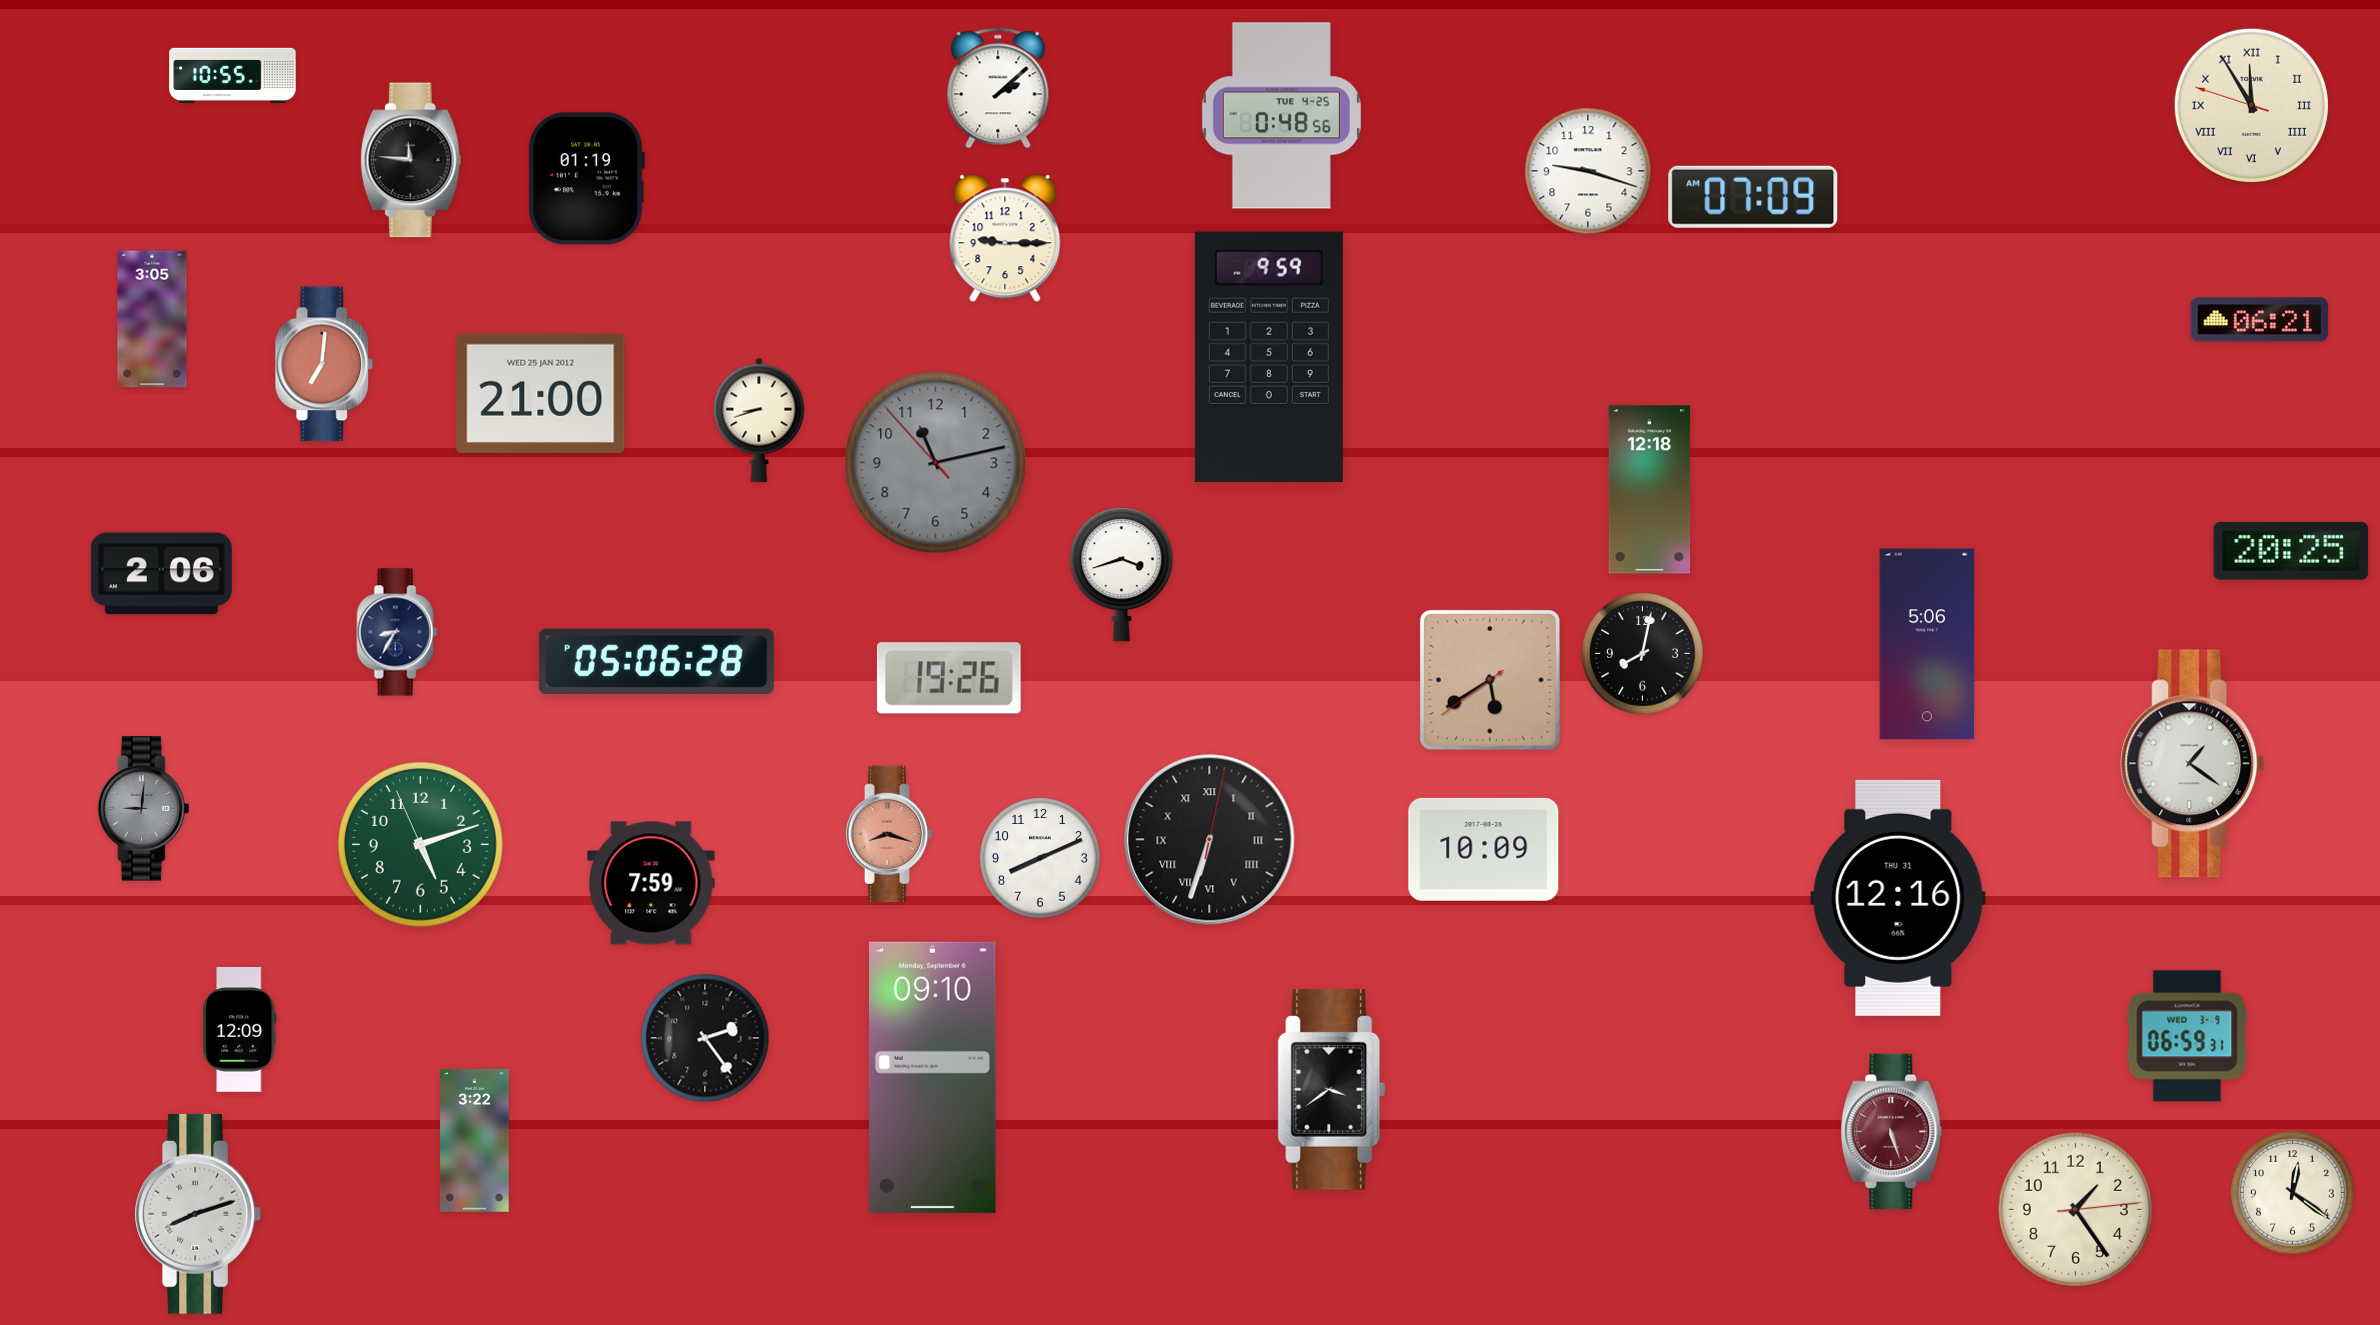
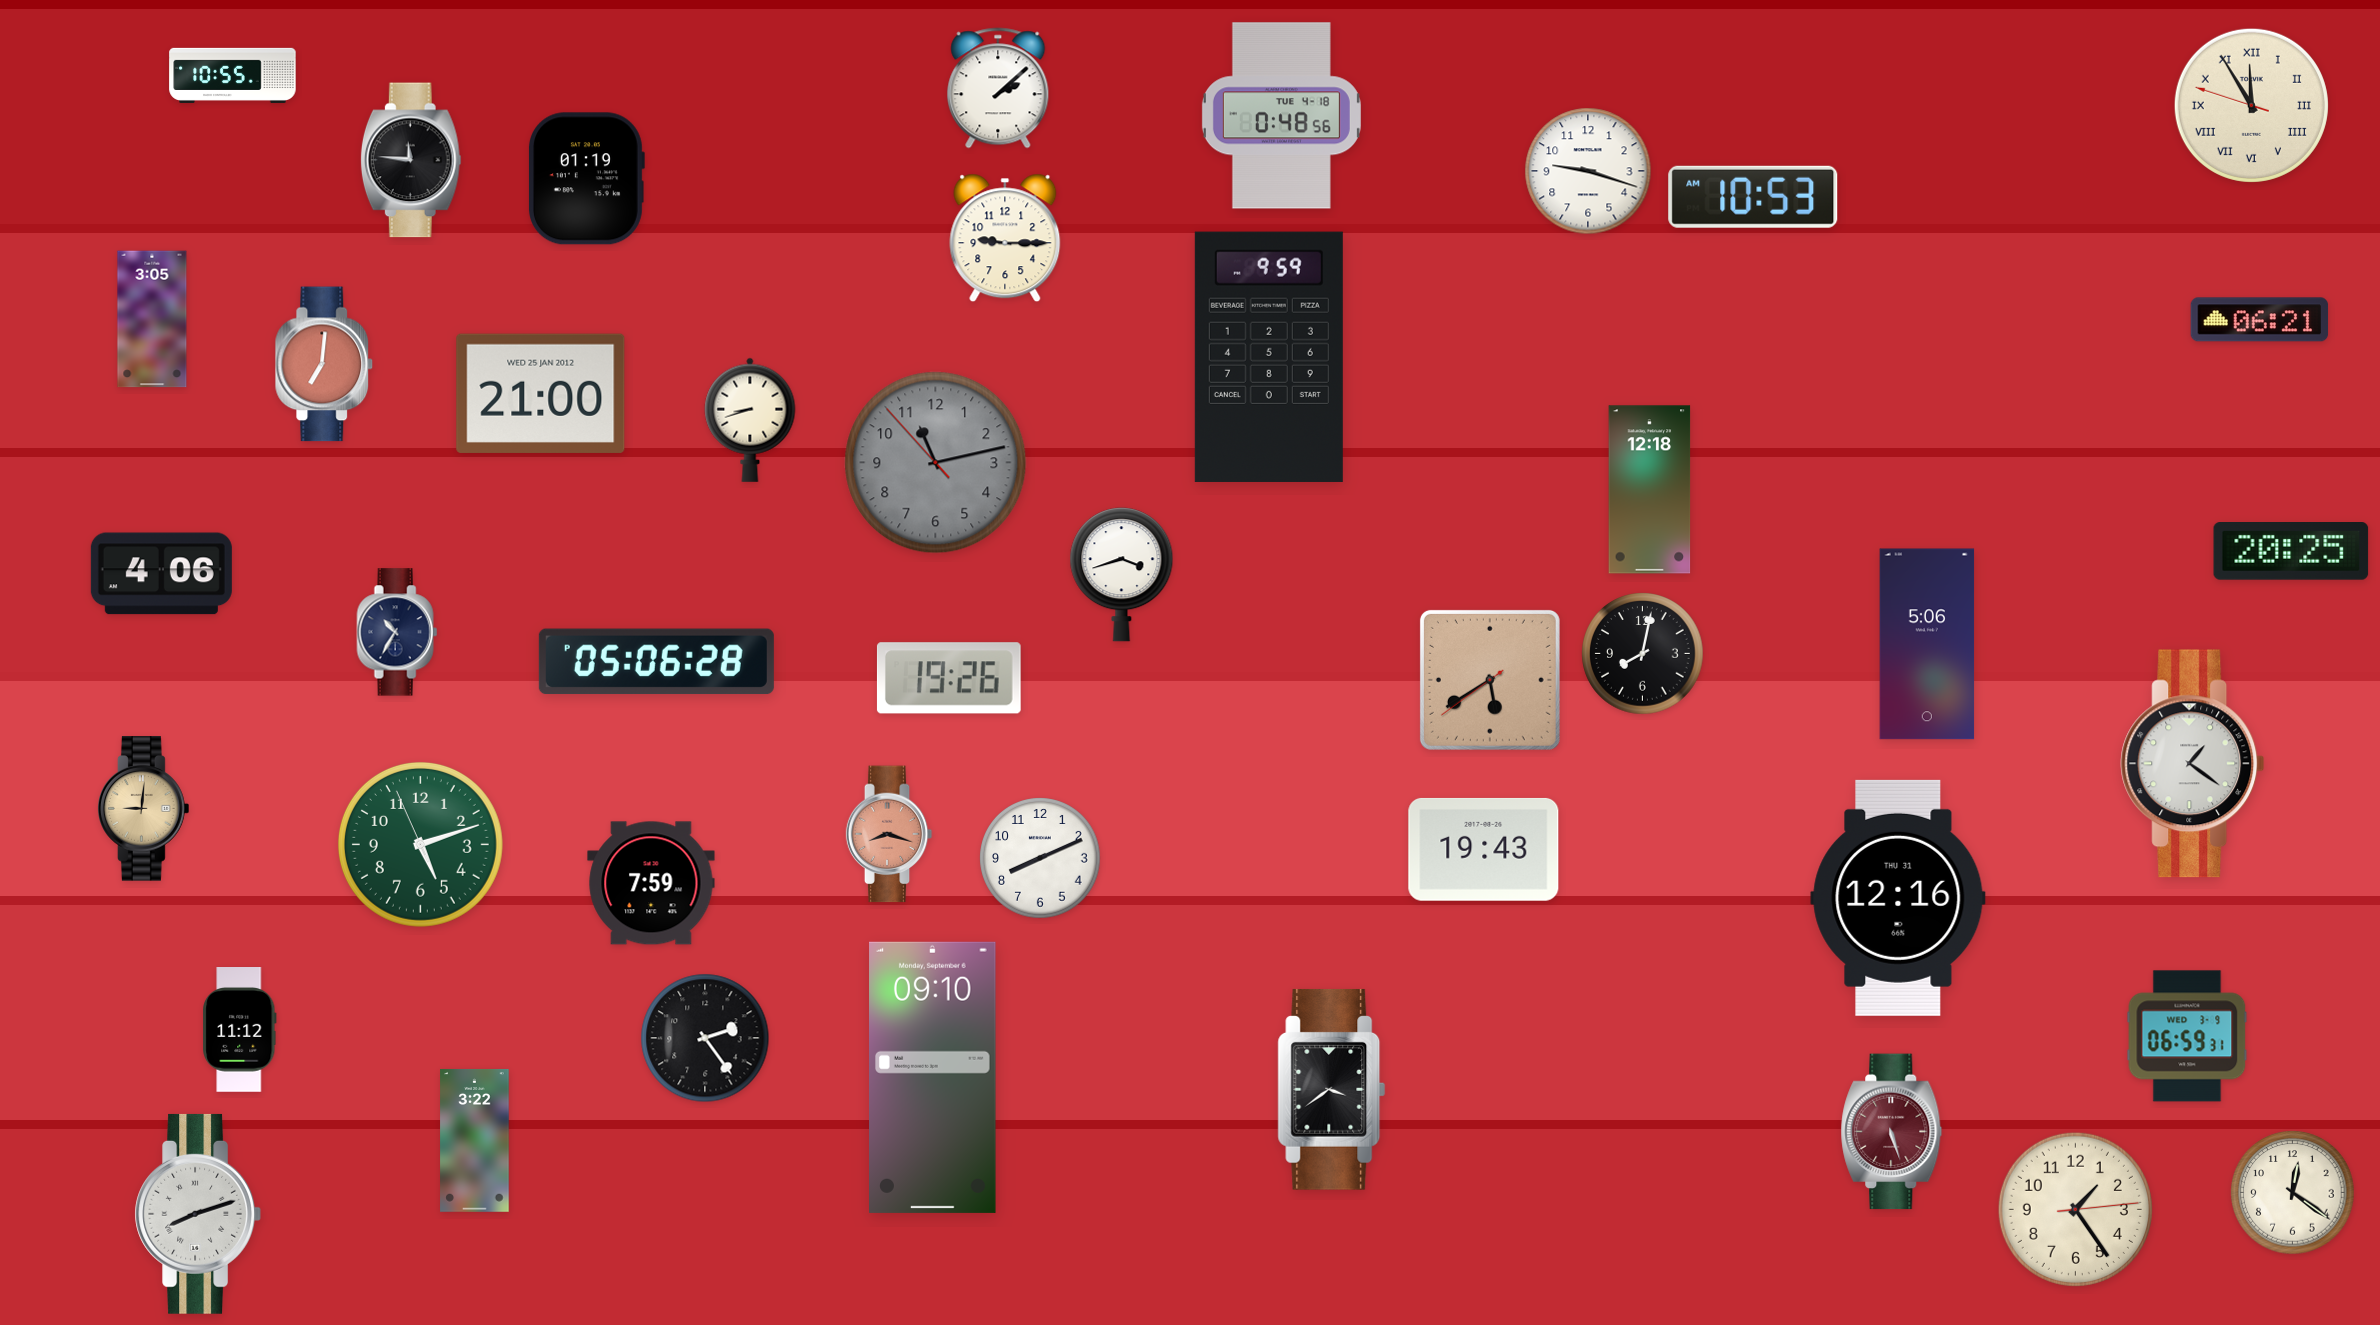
clock at (1281, 116) date: TUE 4-25 -> TUE 4-18
clock at (1753, 197): 07:09 -> 10:53
clock at (759, 420) position: (759, 420) -> (750, 420)
clock at (161, 574): 2:06 -> 4:06
clock at (397, 632): 8:35 -> 10:35
clock at (144, 809) dial: grey -> champagne
clock at (1210, 840): 6:33 -> none
clock at (1484, 849): 10:09 -> 19:43
clock at (240, 1030): 12:09 -> 11:12
